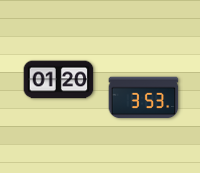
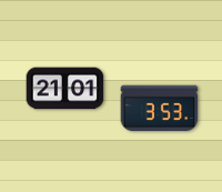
clock at (59, 80): 01:20 -> 21:01
